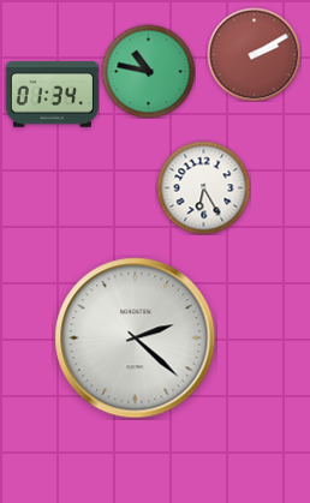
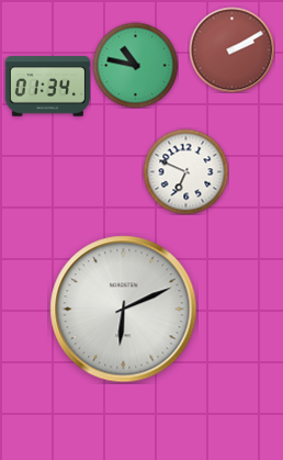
clock at (203, 187): 6:25 -> 6:49
clock at (136, 339): 2:22 -> 6:11
